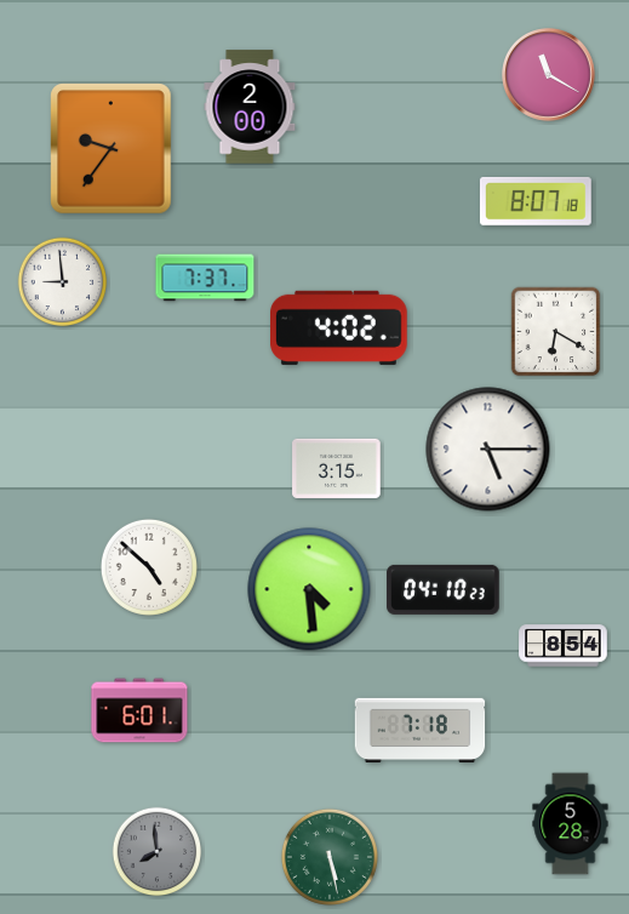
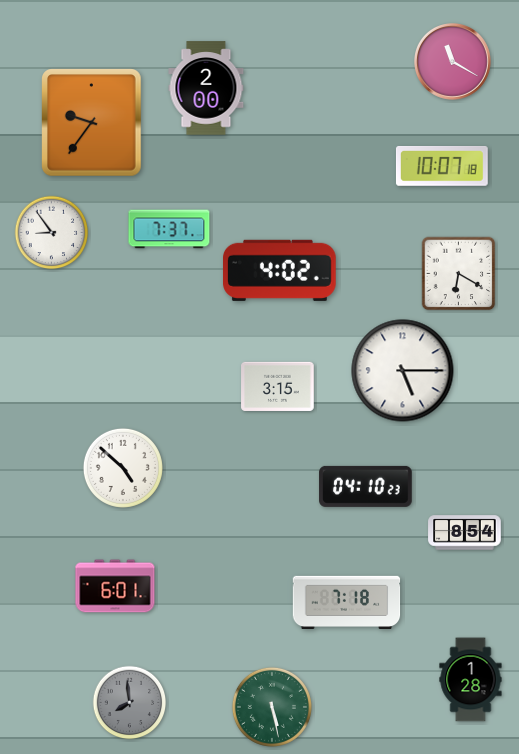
clock at (536, 201): 8:07 -> 10:07
clock at (63, 282): 8:59 -> 8:54
clock at (309, 589): 4:29 -> none
clock at (571, 824): 5:28 -> 1:28
